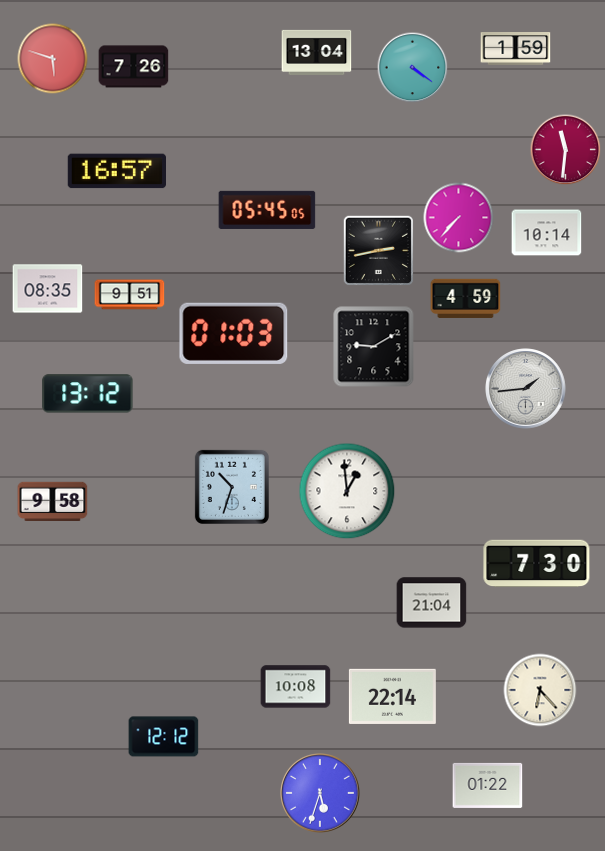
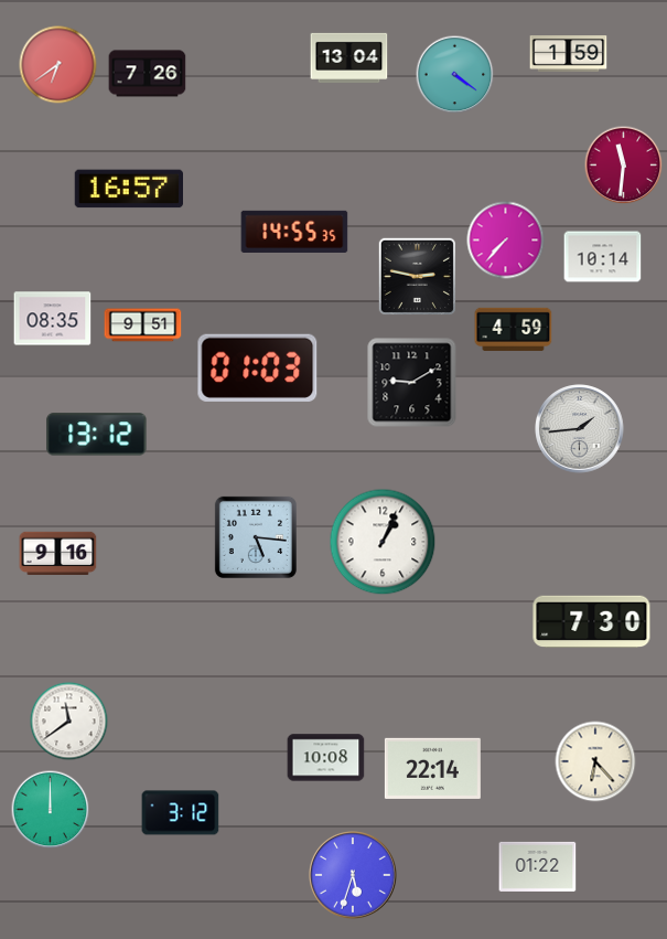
clock at (53, 59): 5:48 -> 6:39
clock at (267, 210): 05:45 -> 14:55
clock at (378, 250): 2:43 -> 2:47
clock at (232, 487): 10:33 -> 5:16
clock at (347, 491): 12:59 -> 1:04
clock at (53, 501): 9:58 -> 9:16
clock at (432, 603): 21:04 -> none
clock at (69, 722): none -> 11:39
clock at (51, 810): none -> 12:00
clock at (164, 737): 12:12 -> 3:12
